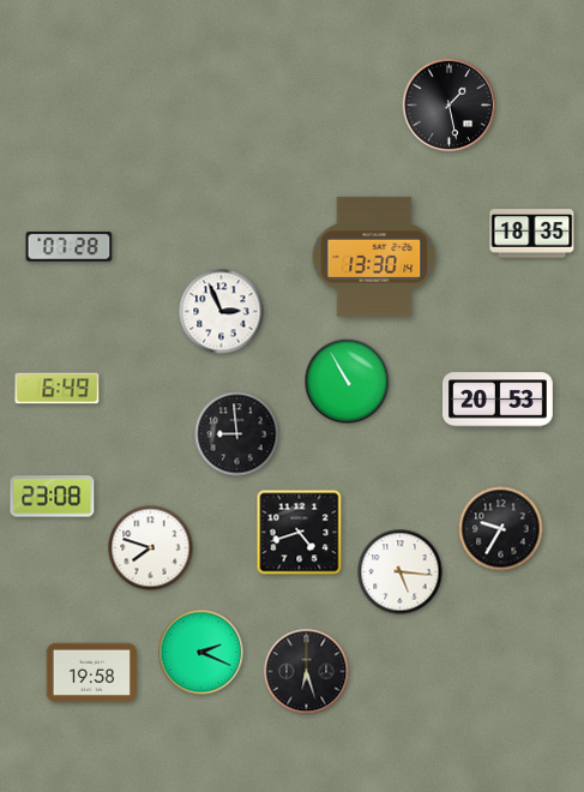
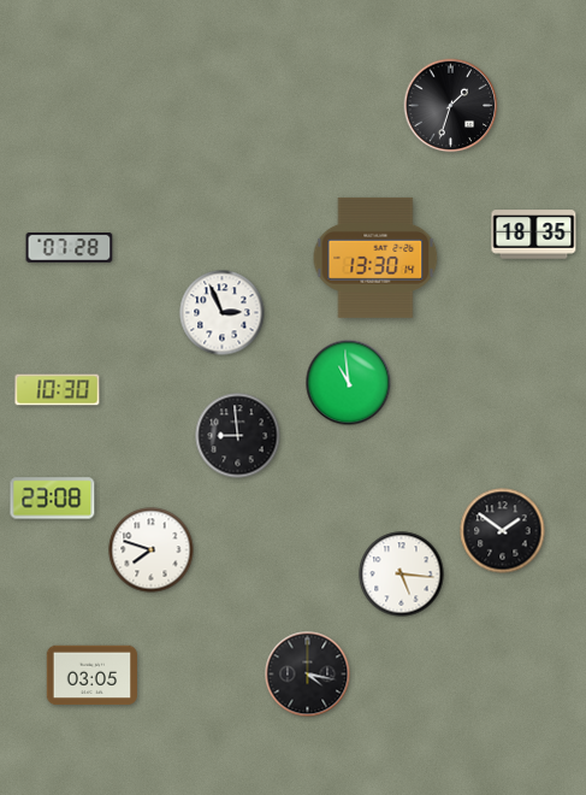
clock at (450, 106): 1:28 -> 1:33
clock at (348, 382): 10:55 -> 10:59
clock at (58, 389): 6:49 -> 10:30
clock at (499, 400): 20:53 -> none
clock at (501, 529): 9:35 -> 1:51
clock at (300, 533): 4:42 -> none
clock at (201, 653): 2:19 -> none
clock at (307, 672): 6:27 -> 4:17
clock at (91, 673): 19:58 -> 03:05
